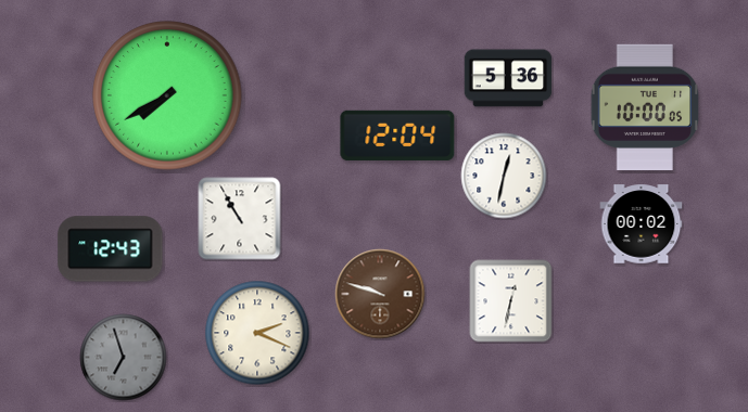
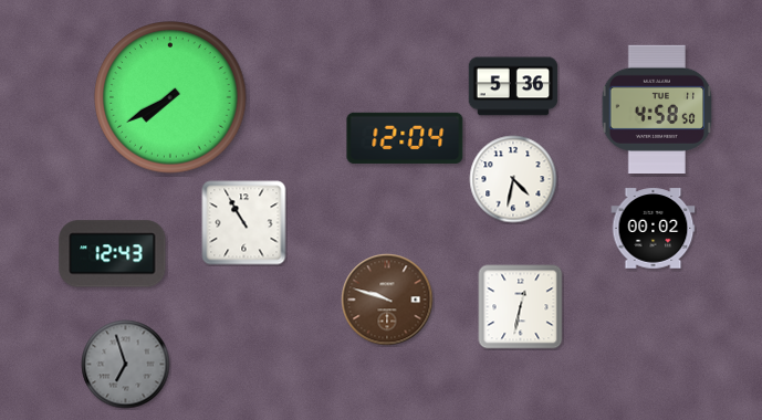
clock at (508, 78) position: (508, 78) -> (513, 86)
clock at (644, 106): 10:00 -> 4:58
clock at (504, 176): 12:32 -> 4:32
clock at (257, 333): 2:19 -> none
